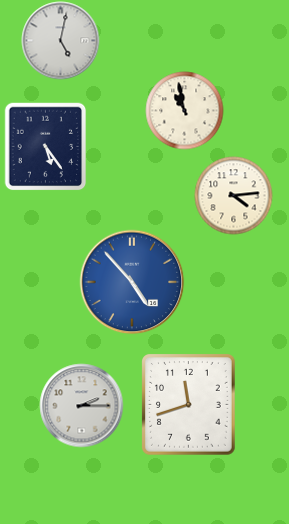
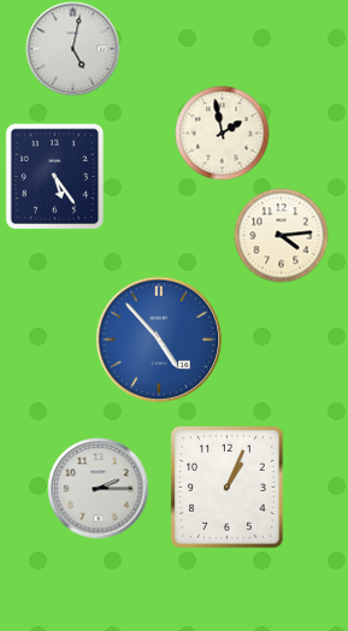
clock at (184, 110): 10:58 -> 1:58
clock at (189, 404): 11:42 -> 1:04
